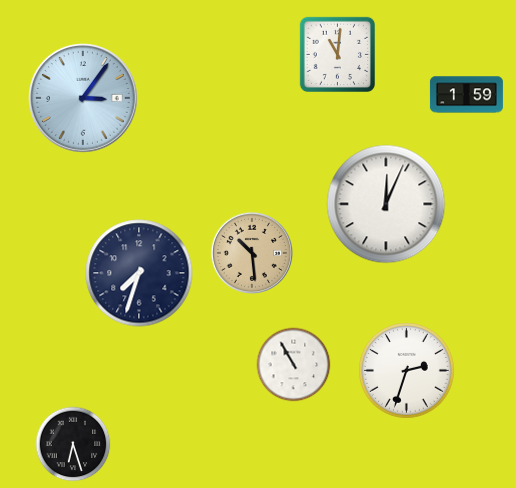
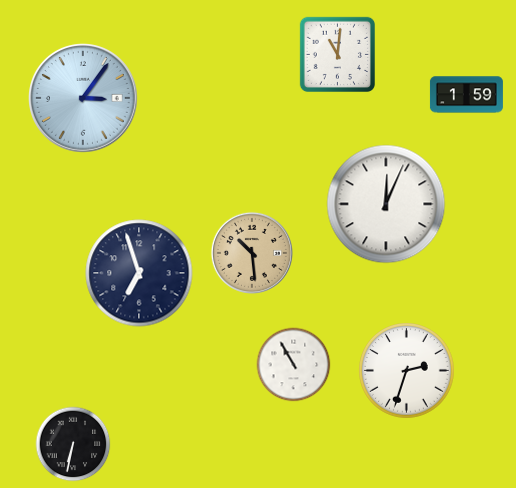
clock at (139, 273): 7:33 -> 6:57
clock at (73, 444): 6:27 -> 6:32
